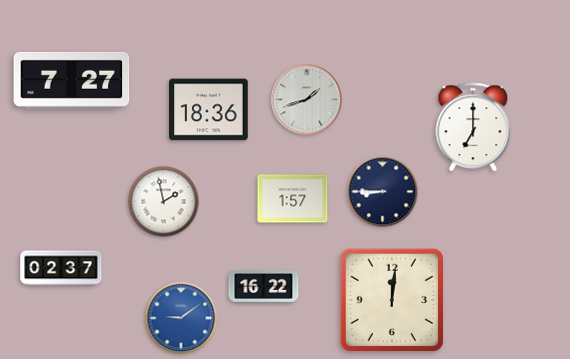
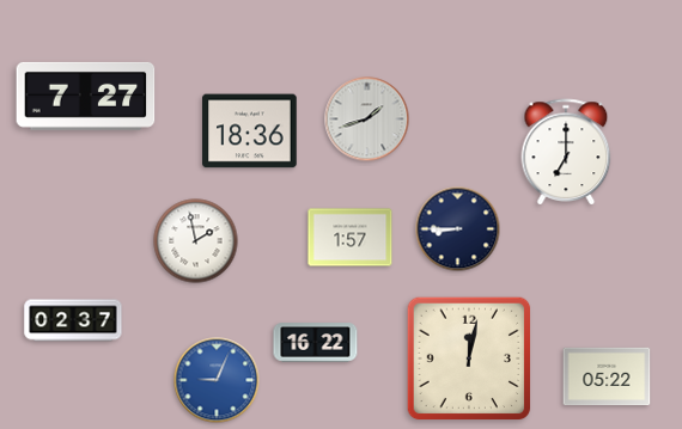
clock at (392, 300): 12:01 -> 12:02
clock at (607, 376): none -> 05:22
clock at (181, 318): 9:09 -> 9:04
